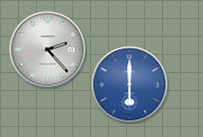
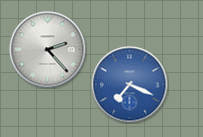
clock at (130, 85): 6:00 -> 7:19
